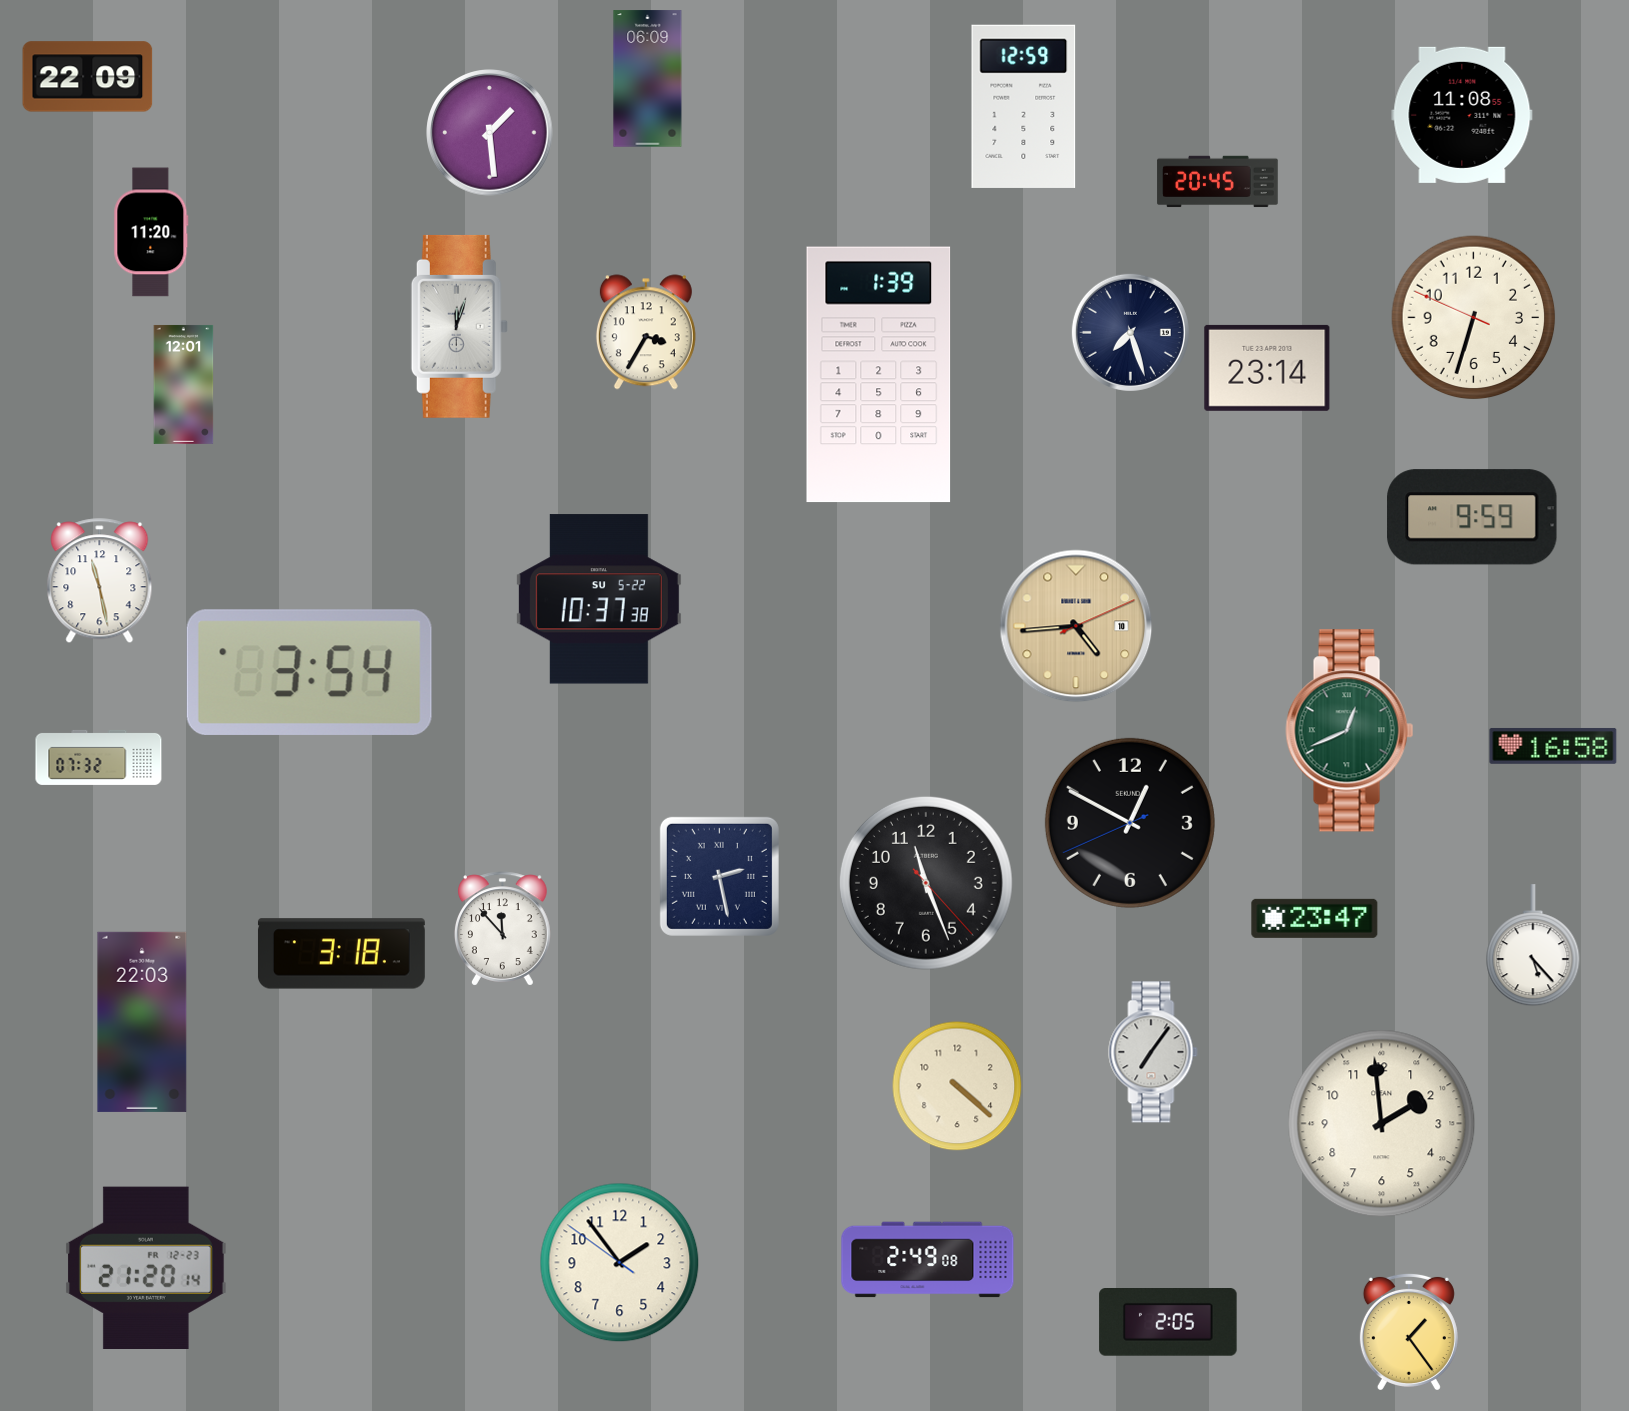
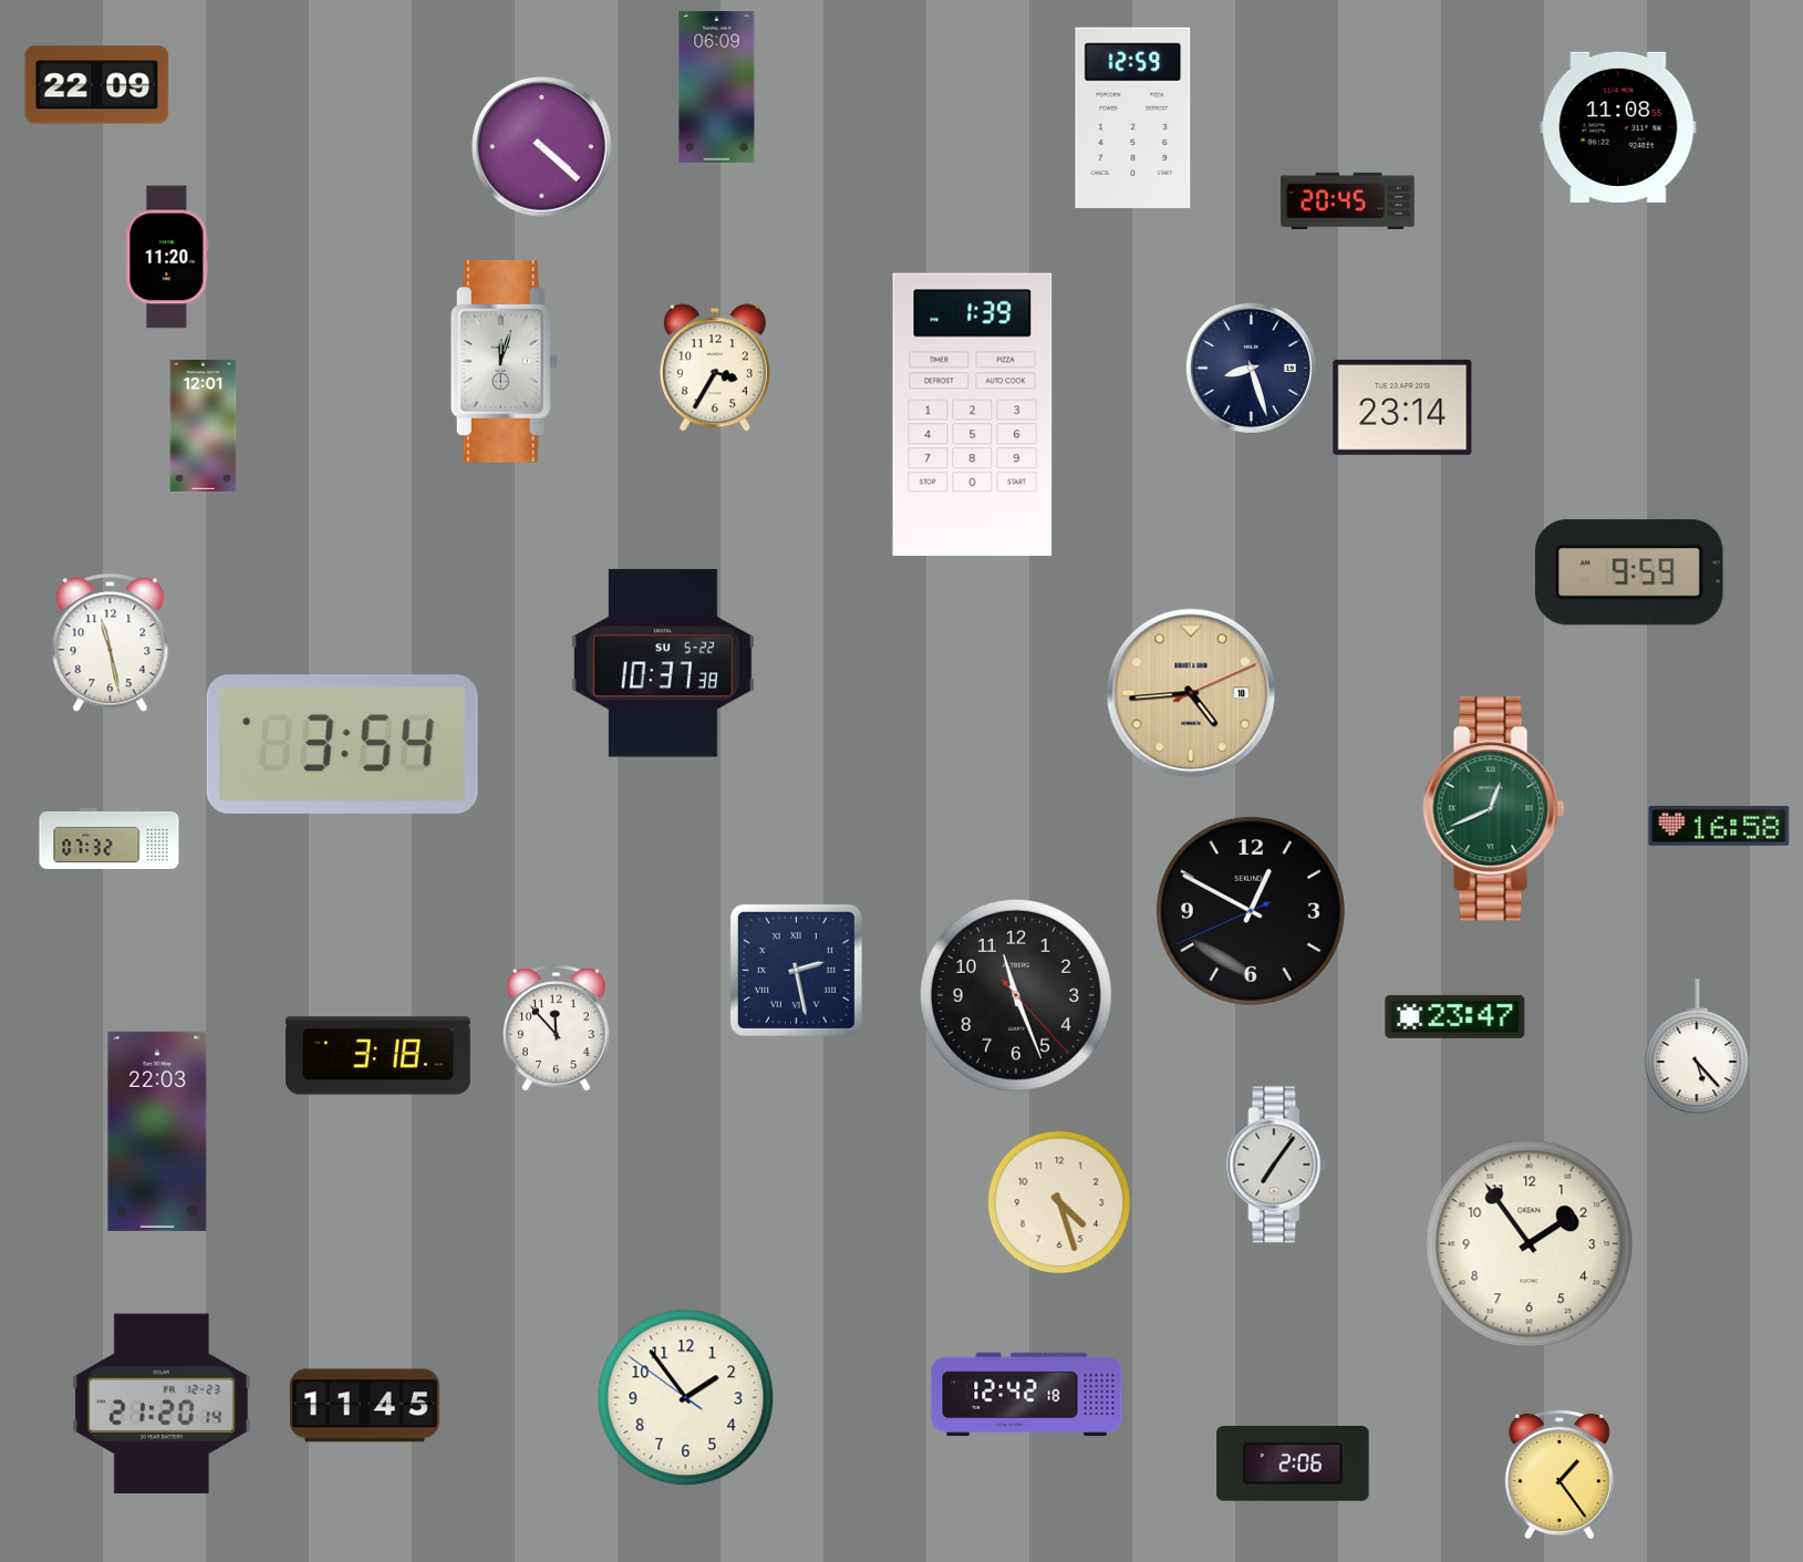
clock at (490, 133): 1:29 -> 4:22
clock at (1474, 318): 6:32 -> none
clock at (459, 326) position: (459, 326) -> (504, 361)
clock at (1130, 332): 7:27 -> 8:27
clock at (926, 883) position: (926, 883) -> (1016, 995)
clock at (957, 1086): 4:22 -> 4:27
clock at (1382, 1124): 1:59 -> 1:54
clock at (928, 1260): 2:49 -> 12:42
clock at (364, 1406): none -> 11:45
clock at (1168, 1323): 2:05 -> 2:06
